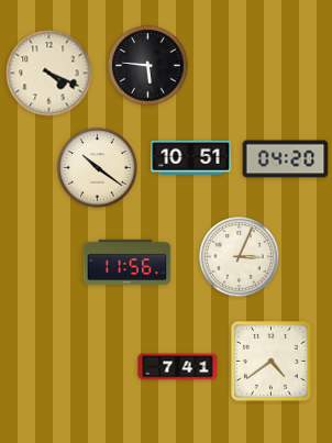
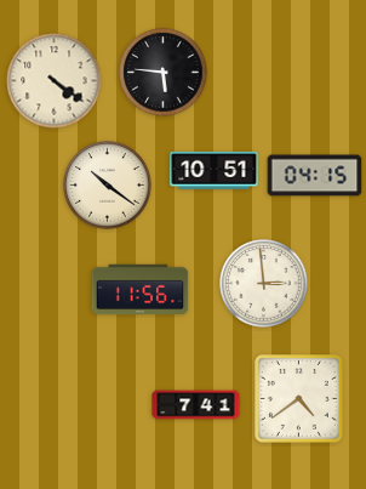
clock at (49, 74): 4:19 -> 4:21
clock at (191, 157) position: (191, 157) -> (215, 170)
clock at (286, 159): 04:20 -> 04:15
clock at (240, 257): 3:04 -> 2:59
